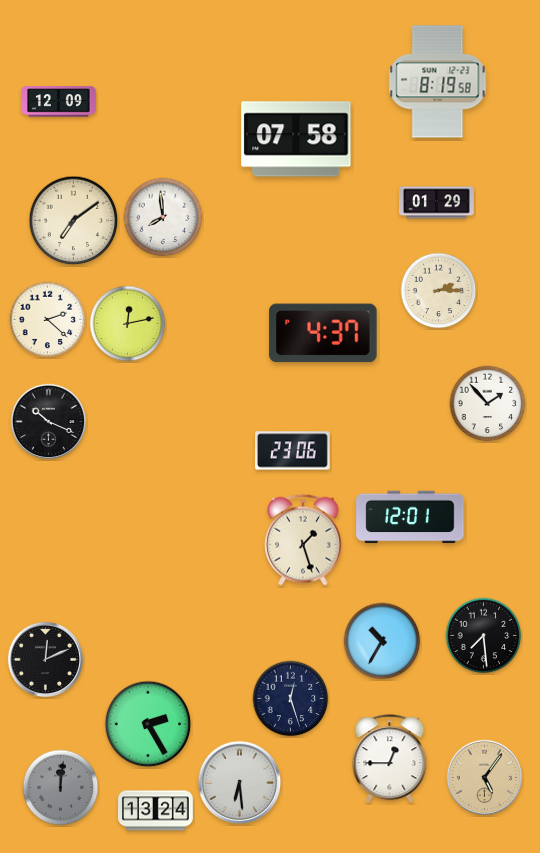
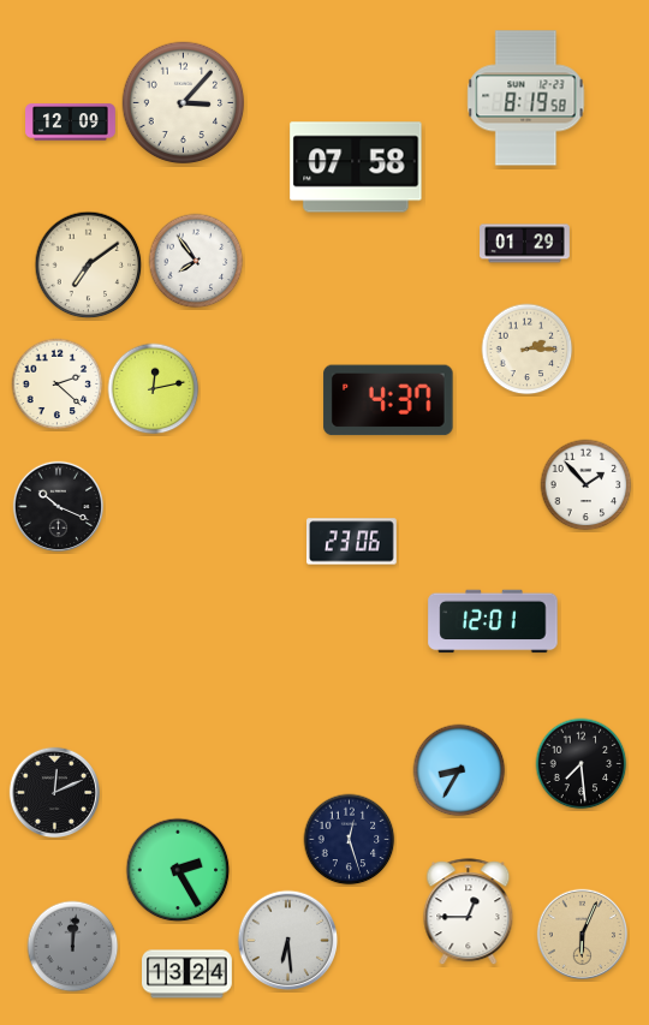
clock at (184, 103): none -> 3:07
clock at (163, 217): 7:59 -> 7:54
clock at (303, 540): 1:27 -> none
clock at (382, 641): 10:35 -> 8:35
clock at (484, 777): 5:06 -> 6:04
